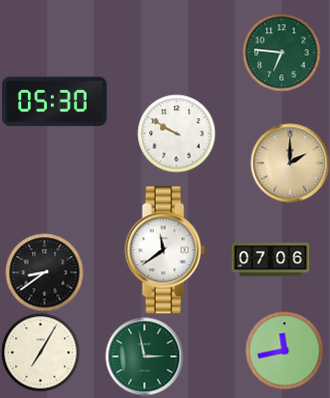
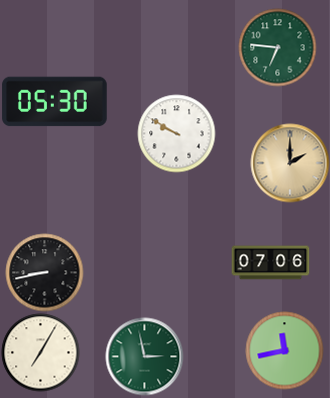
clock at (281, 52) position: (281, 52) -> (277, 47)
clock at (165, 250): 11:39 -> none
clock at (270, 260) position: (270, 260) -> (270, 263)
clock at (44, 272): 8:39 -> 8:43
